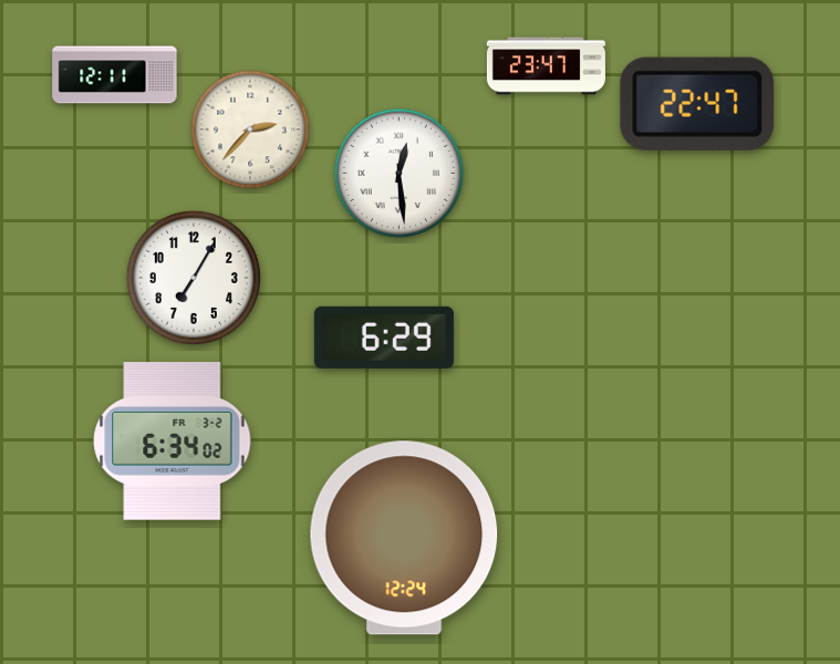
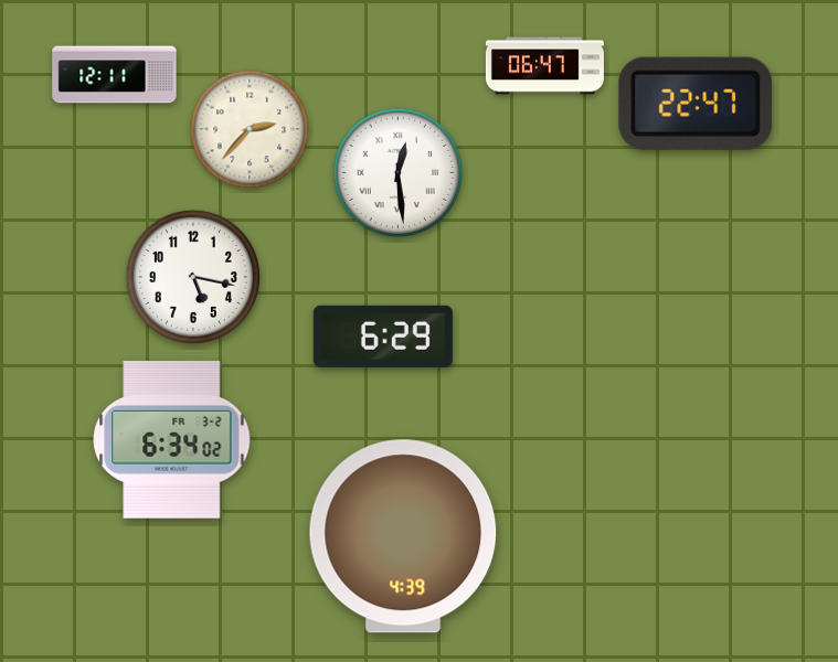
clock at (546, 66): 23:47 -> 06:47
clock at (194, 278): 7:05 -> 5:17
clock at (404, 538): 12:24 -> 4:39
